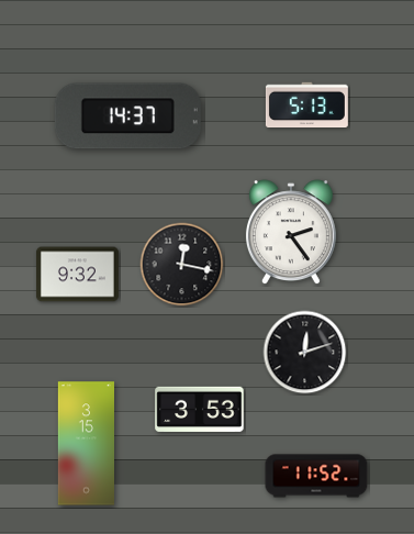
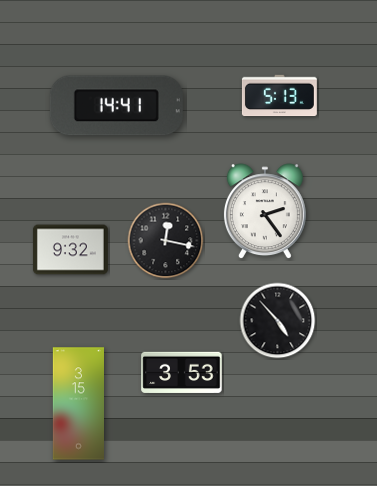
clock at (127, 116): 14:37 -> 14:41
clock at (305, 353): 12:12 -> 4:53
clock at (316, 476): 11:52 -> none
